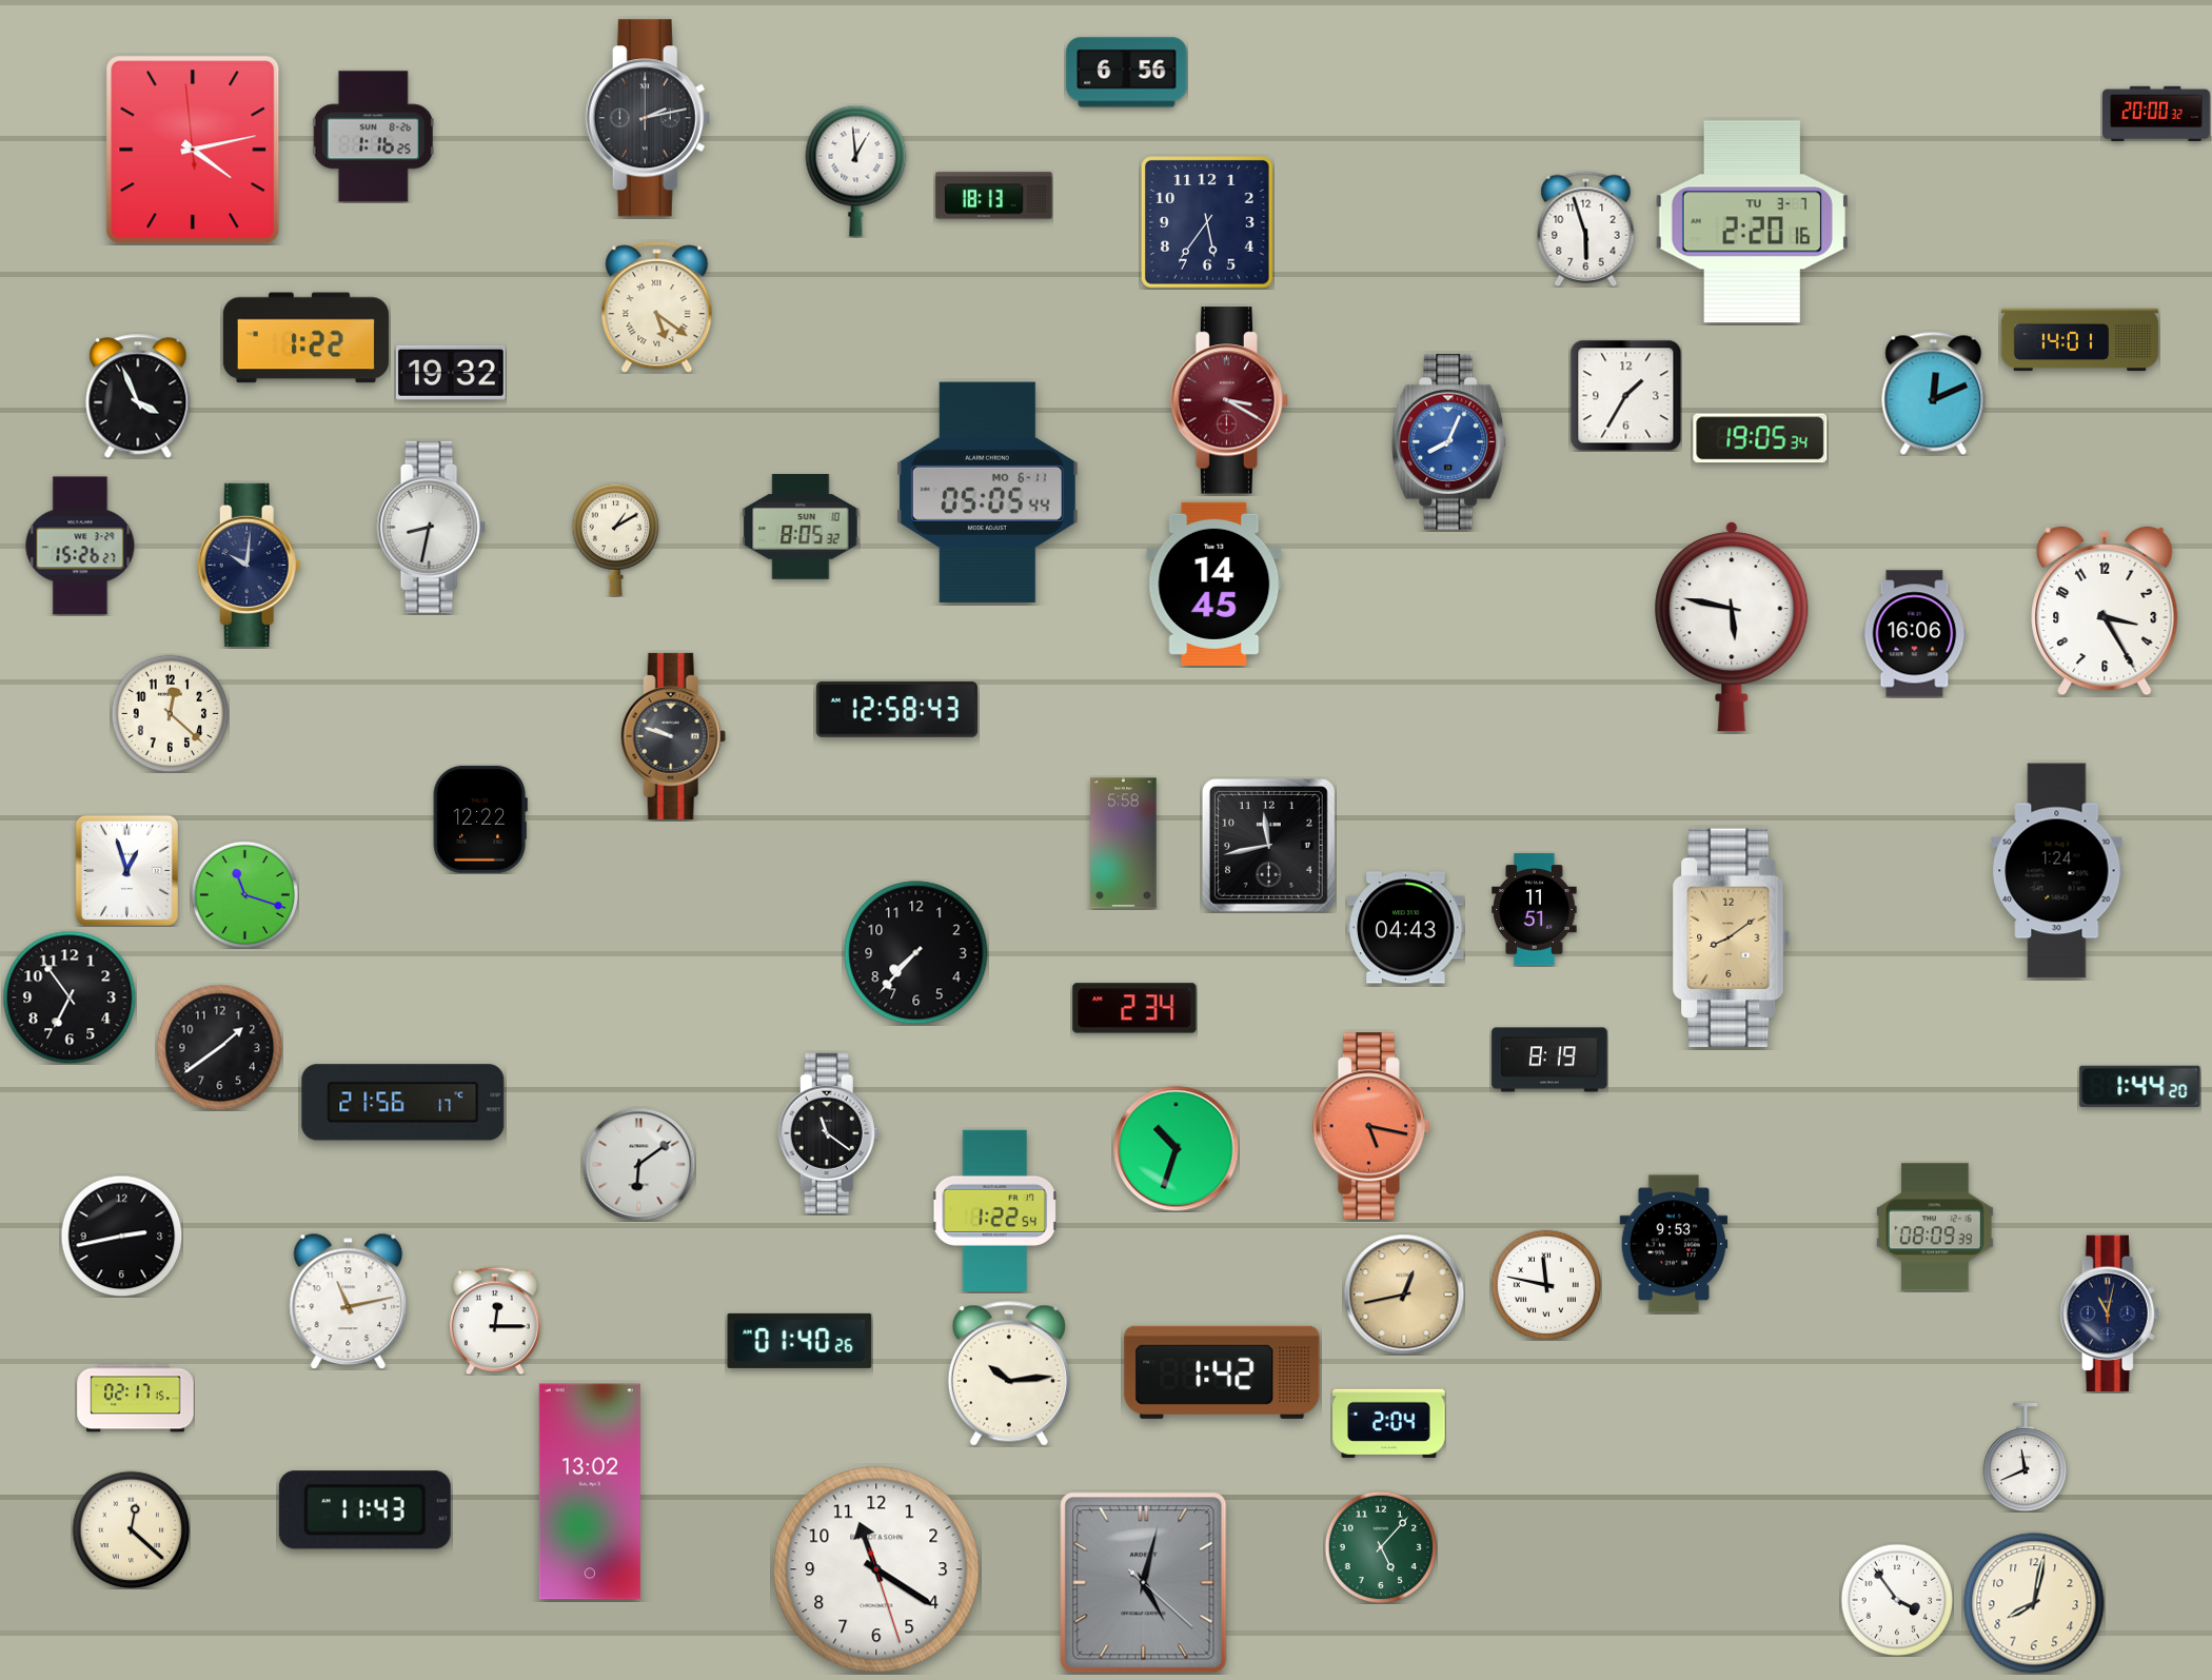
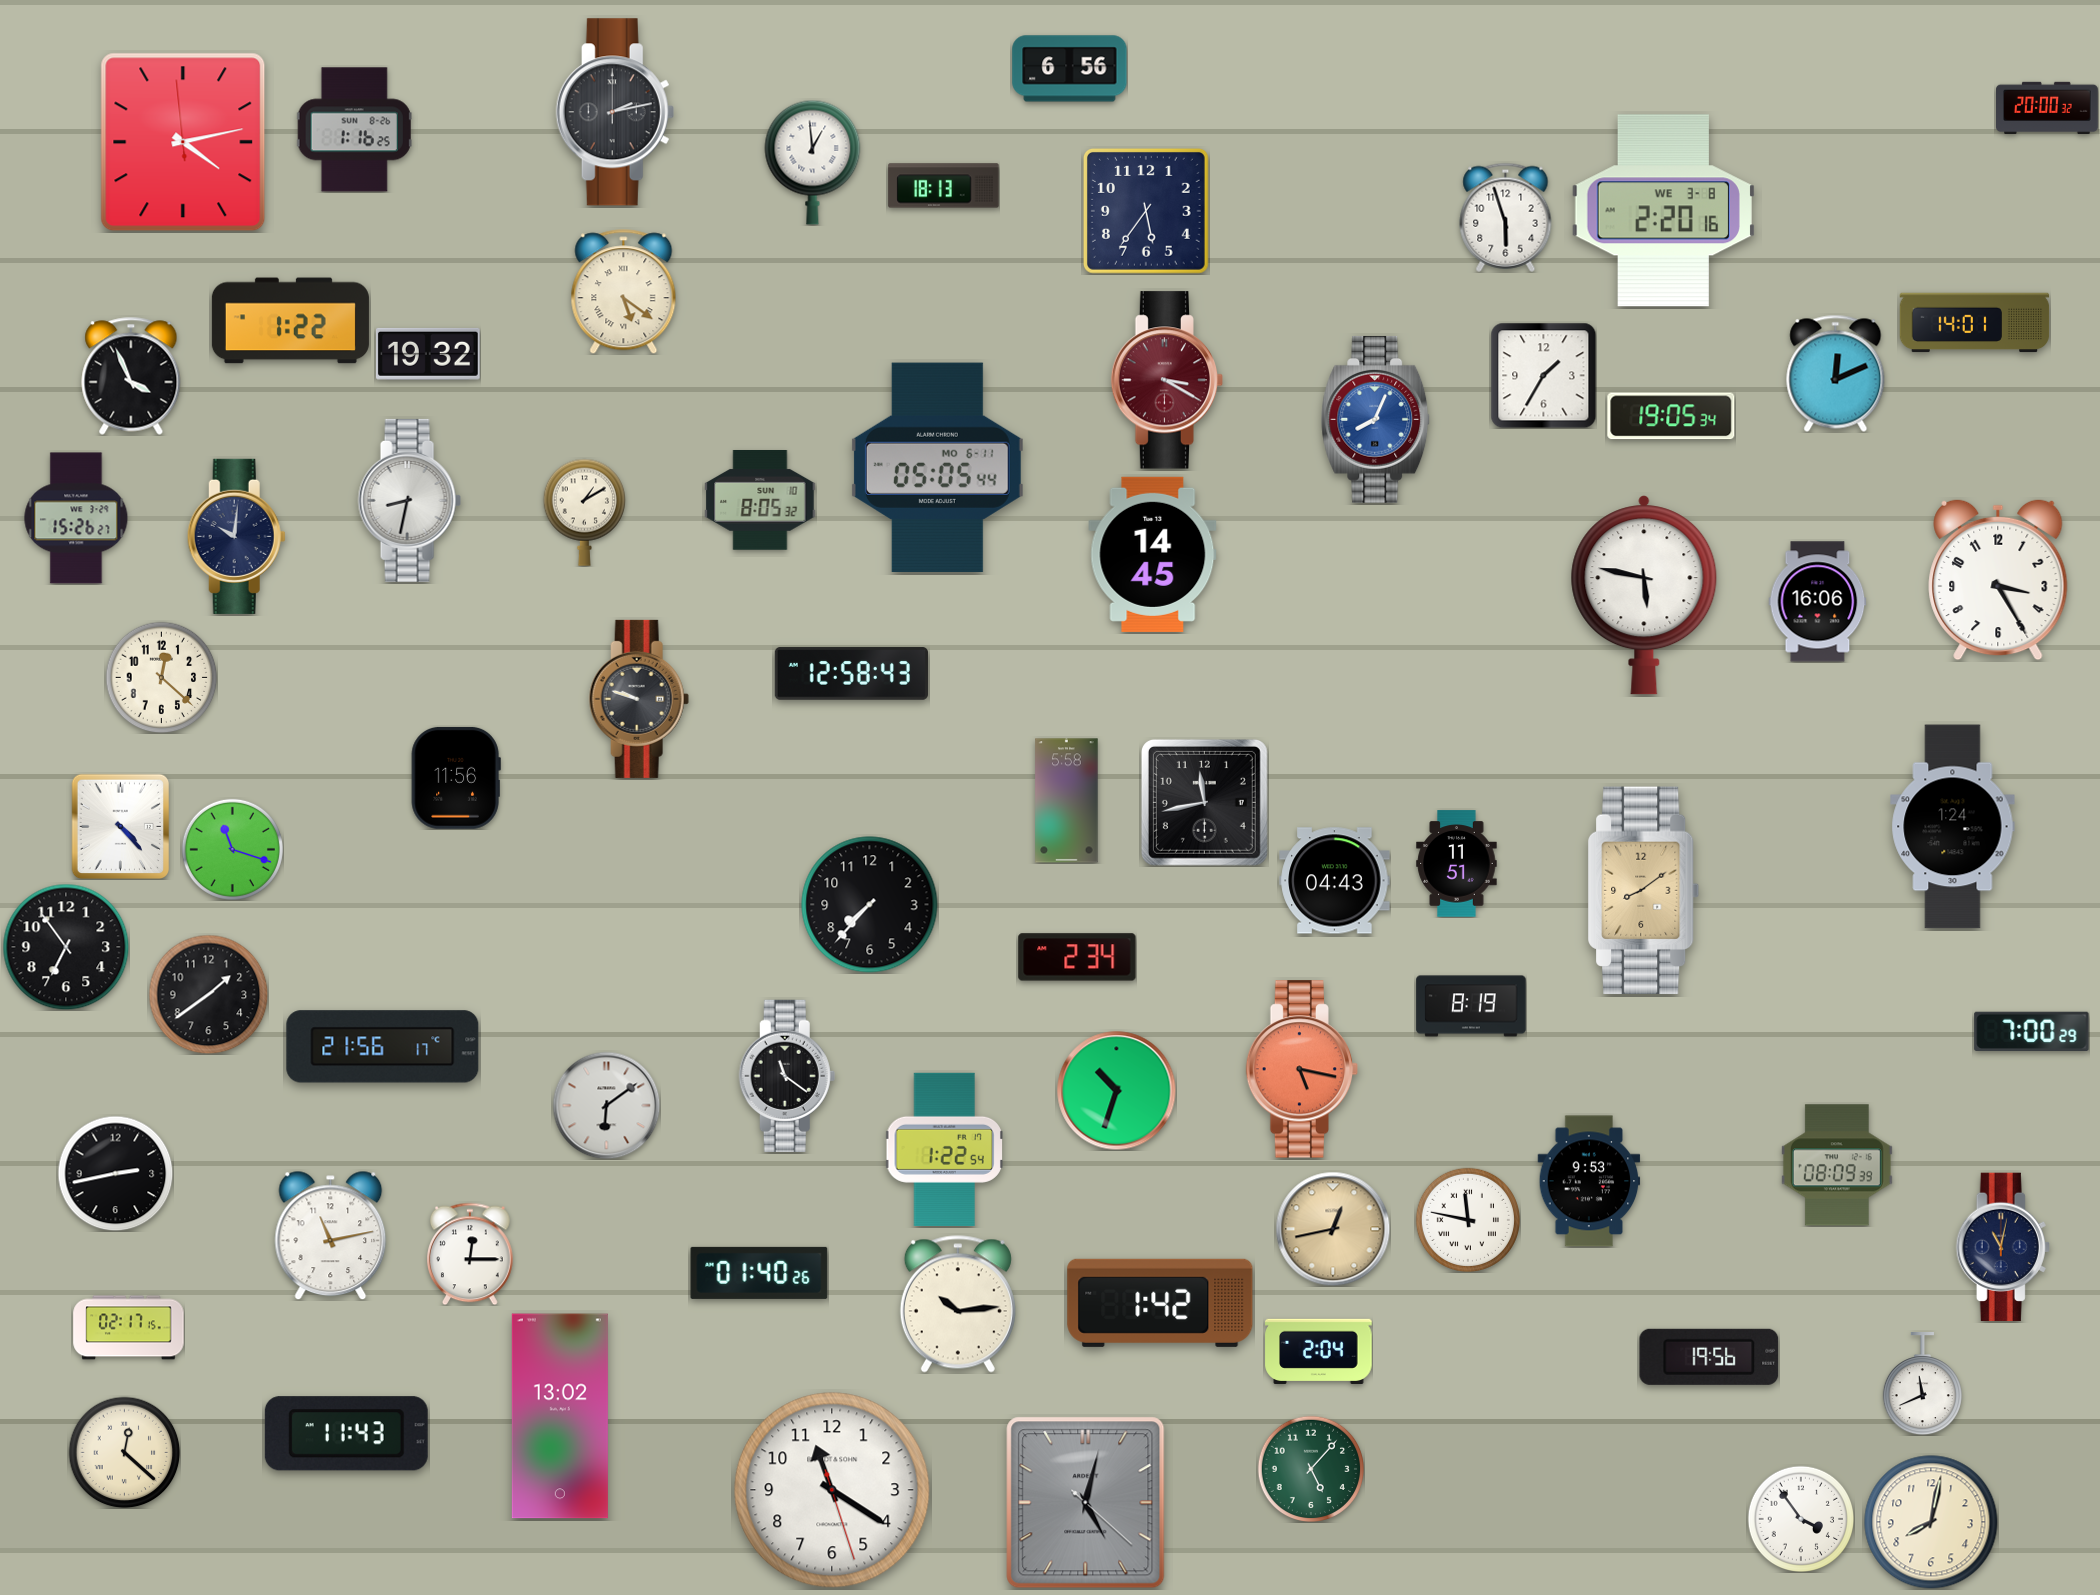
clock at (1752, 222) date: TU 3-7 -> WE 3-8
clock at (480, 819): 12:22 -> 11:56
clock at (127, 870): 12:57 -> 4:23
clock at (2140, 1086): 1:44 -> 7:00
clock at (1709, 1357): none -> 19:56
